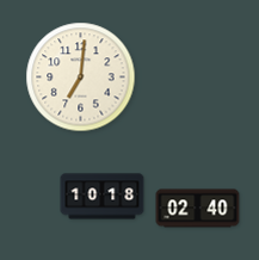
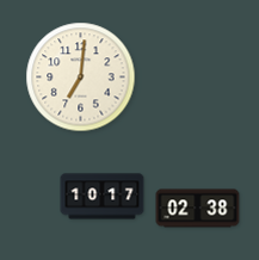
clock at (103, 197): 10:18 -> 10:17
clock at (198, 209): 02:40 -> 02:38
